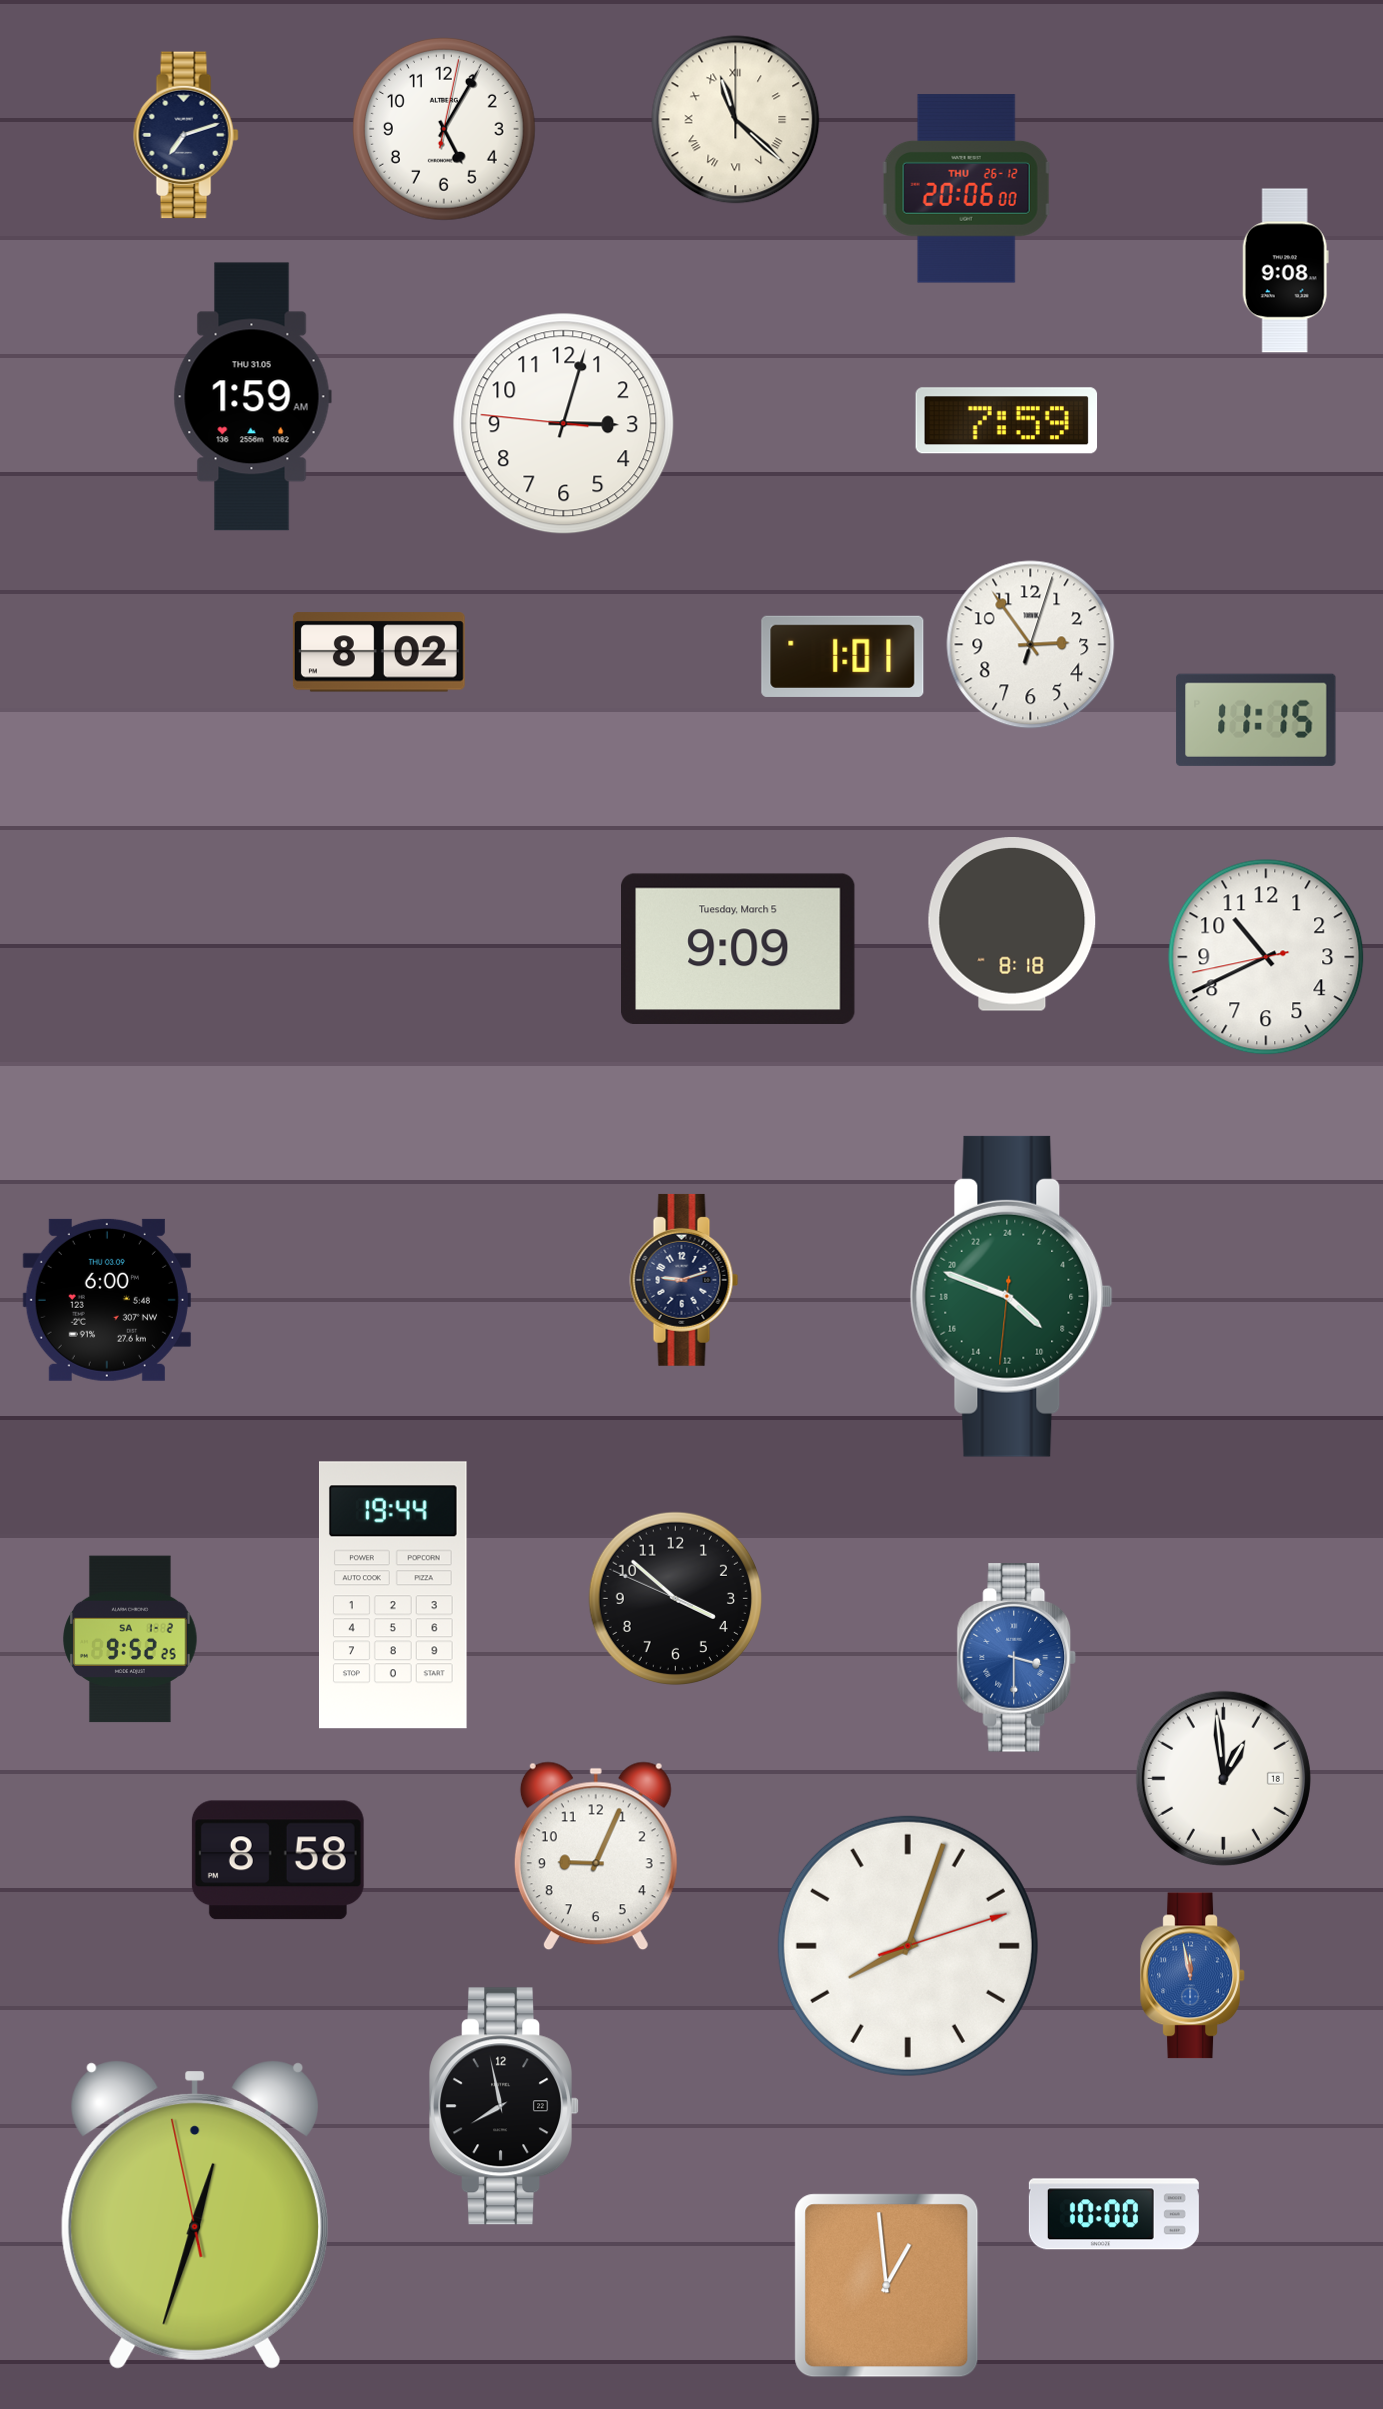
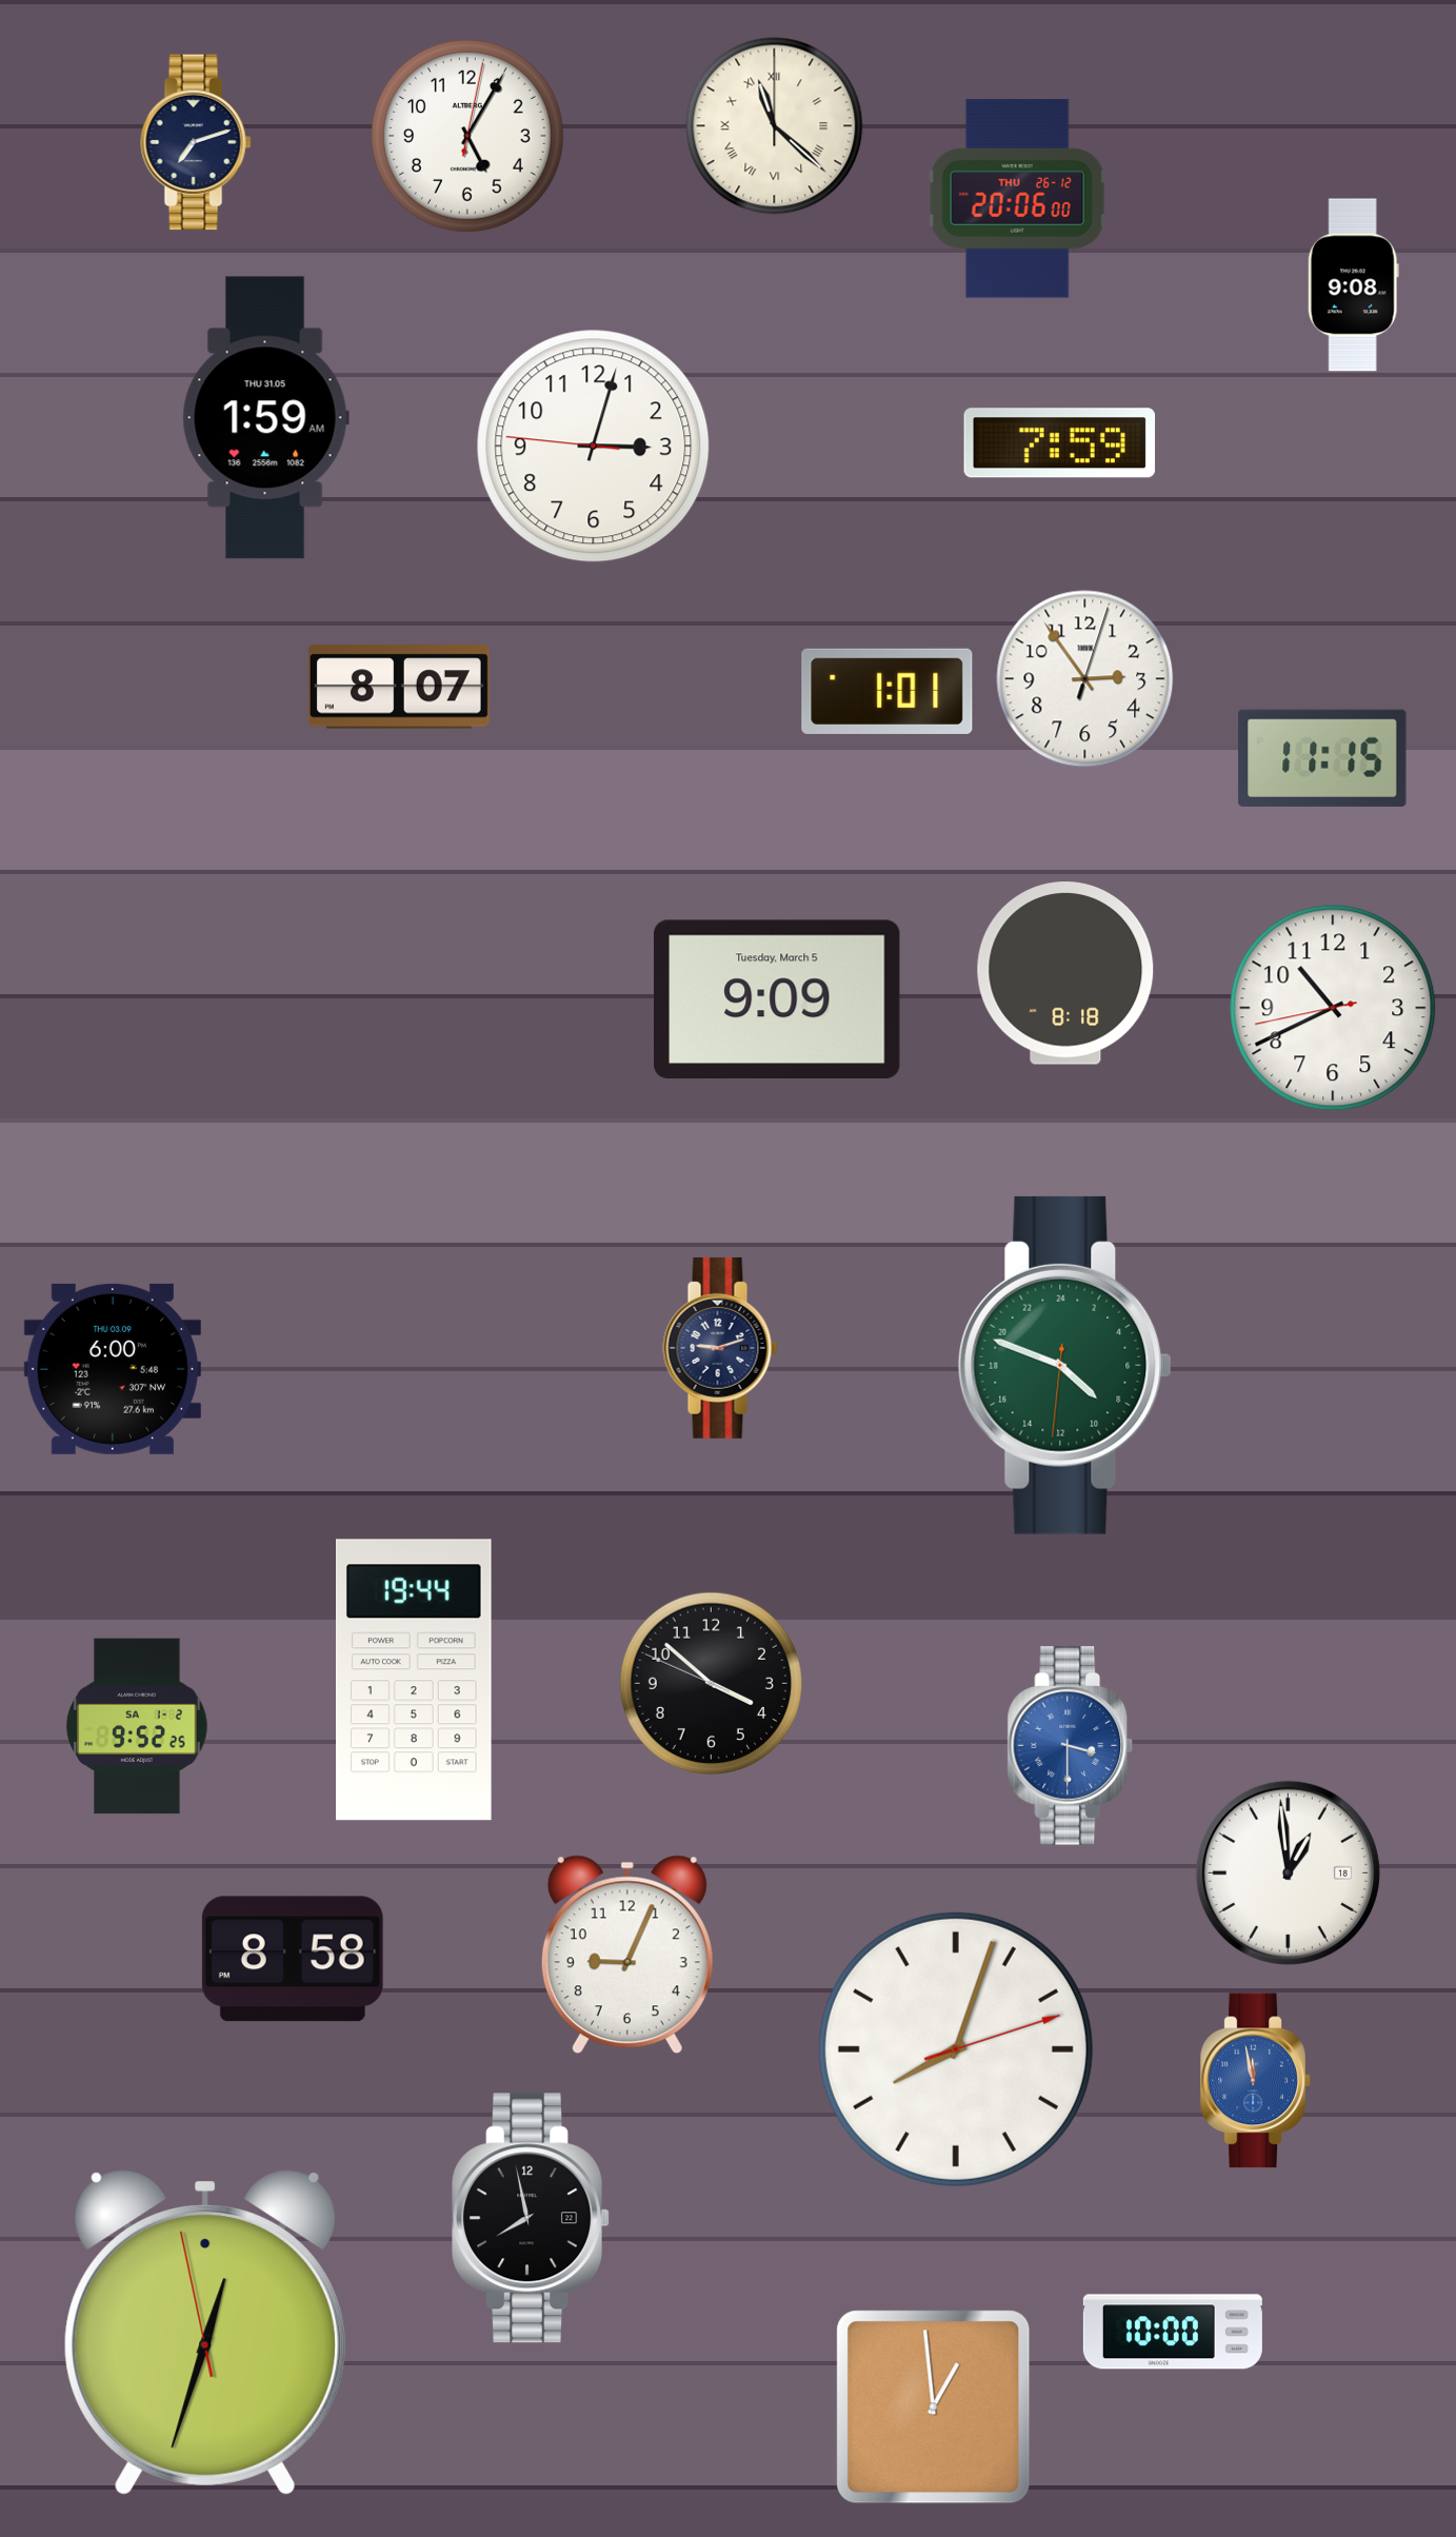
clock at (379, 652): 8:02 -> 8:07
